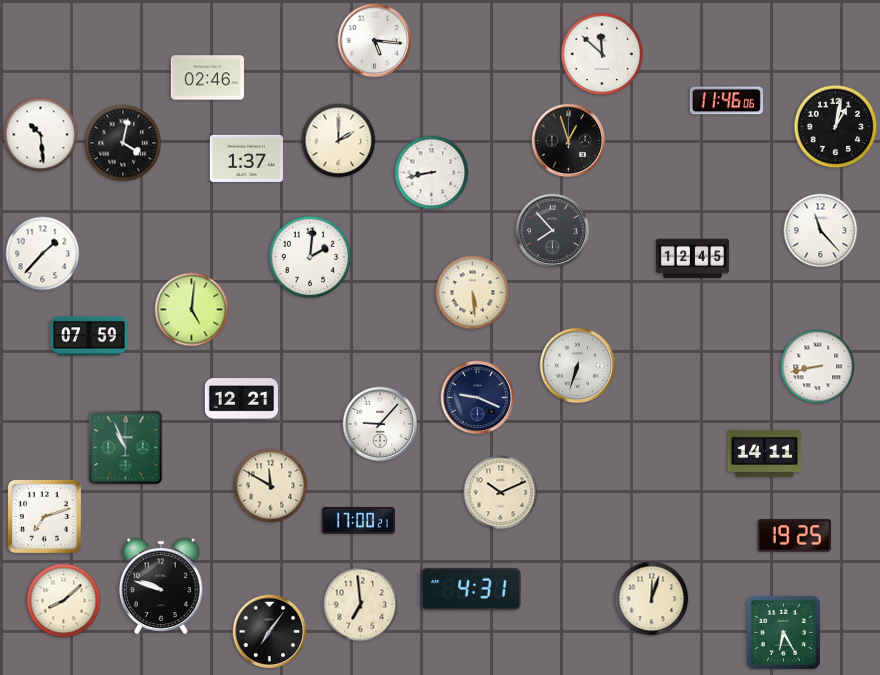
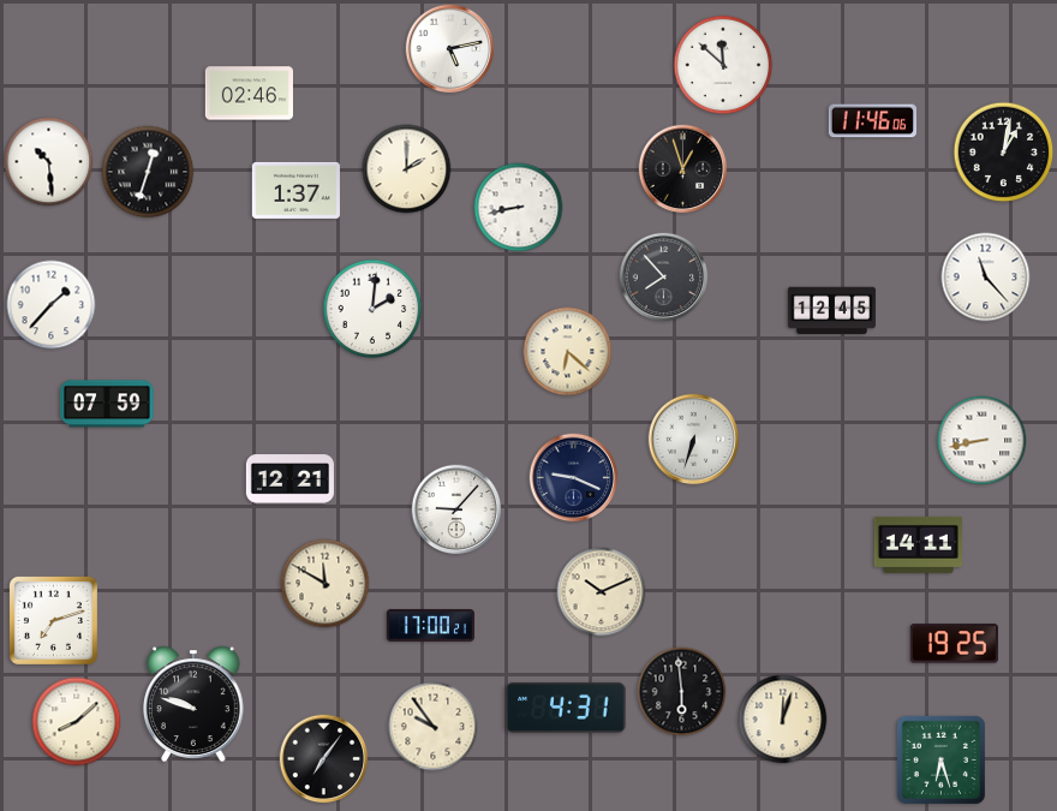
clock at (375, 41): 5:16 -> 5:13
clock at (123, 143): 4:02 -> 12:33
clock at (473, 293): 5:29 -> 6:22
clock at (192, 310): 5:01 -> none
clock at (126, 448): 10:56 -> none
clock at (682, 692): none -> 5:59
clock at (361, 605): 6:59 -> 9:54
clock at (783, 632): 6:25 -> 6:27
